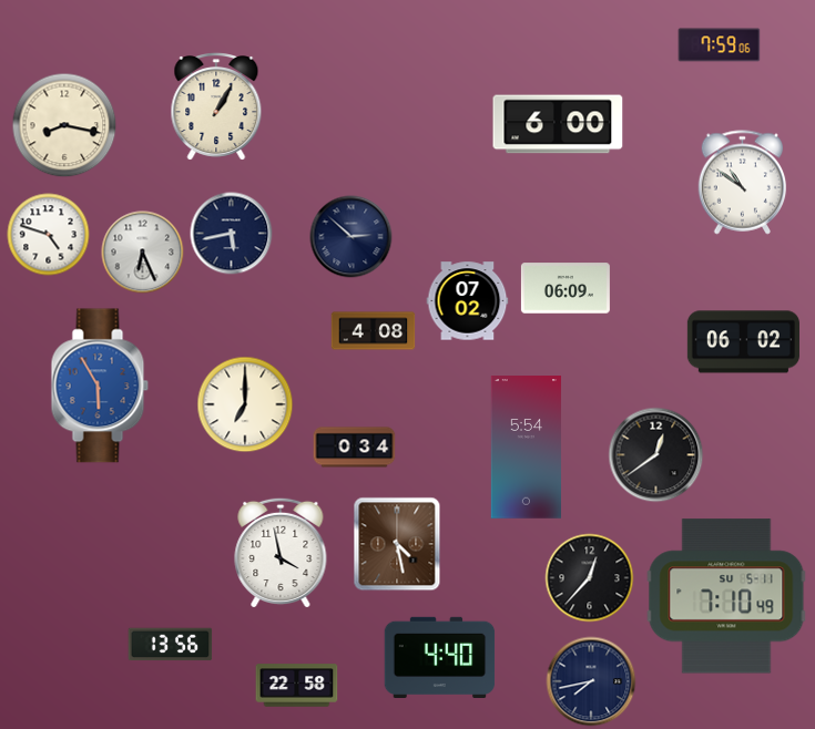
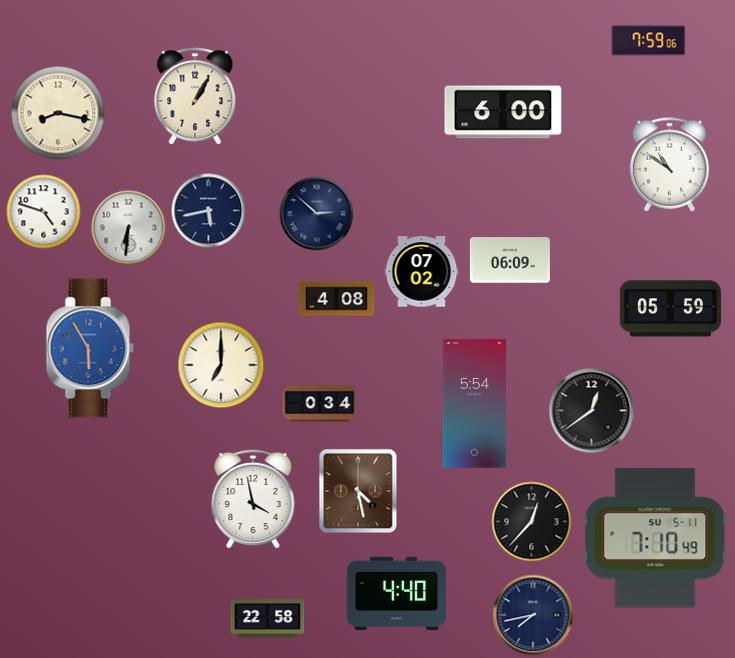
clock at (143, 253): 6:26 -> 6:31
clock at (743, 342): 06:02 -> 05:59
clock at (171, 645): 13:56 -> none
